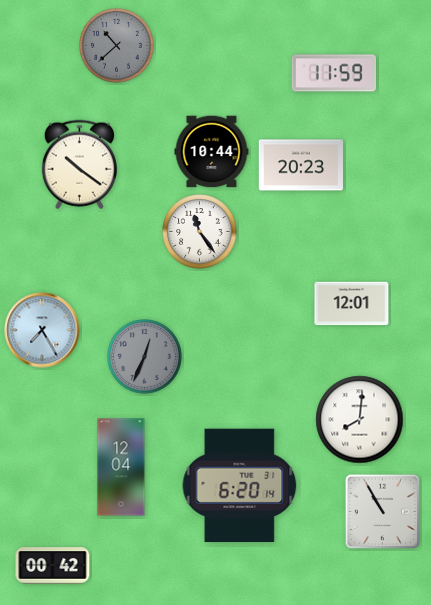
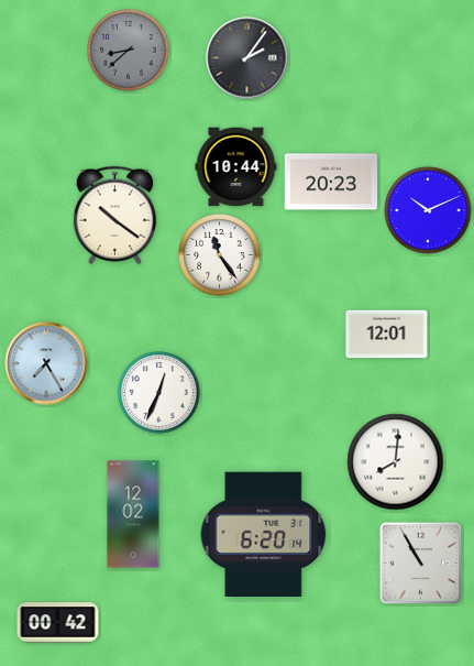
clock at (117, 46): 10:38 -> 8:38
clock at (247, 58): none -> 2:06
clock at (334, 73): 11:59 -> none
clock at (212, 152) position: (212, 152) -> (236, 167)
clock at (79, 165) position: (79, 165) -> (114, 216)
clock at (428, 210): none -> 10:11
clock at (145, 357) dial: grey -> white
clock at (121, 467): 12:04 -> 12:02
